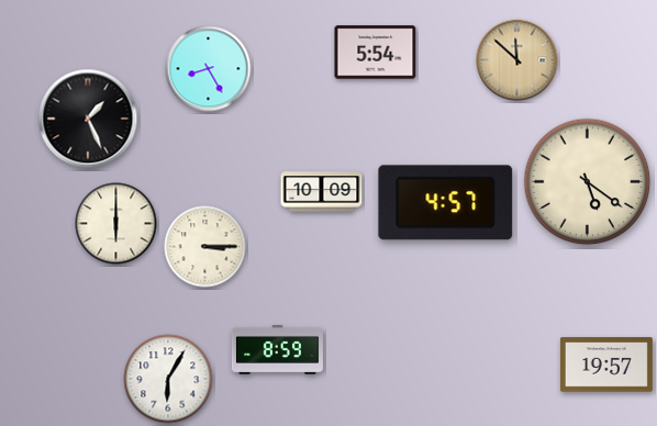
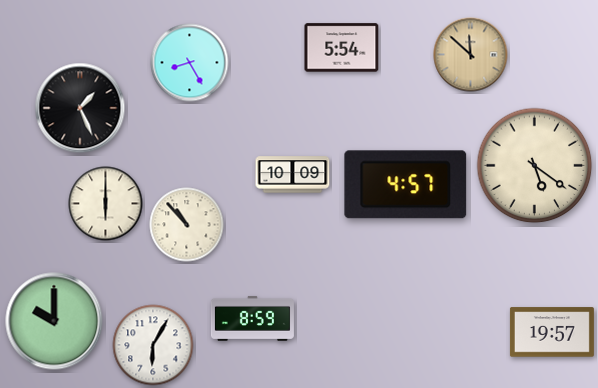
clock at (205, 247): 3:15 -> 10:53
clock at (54, 321): none -> 10:00
